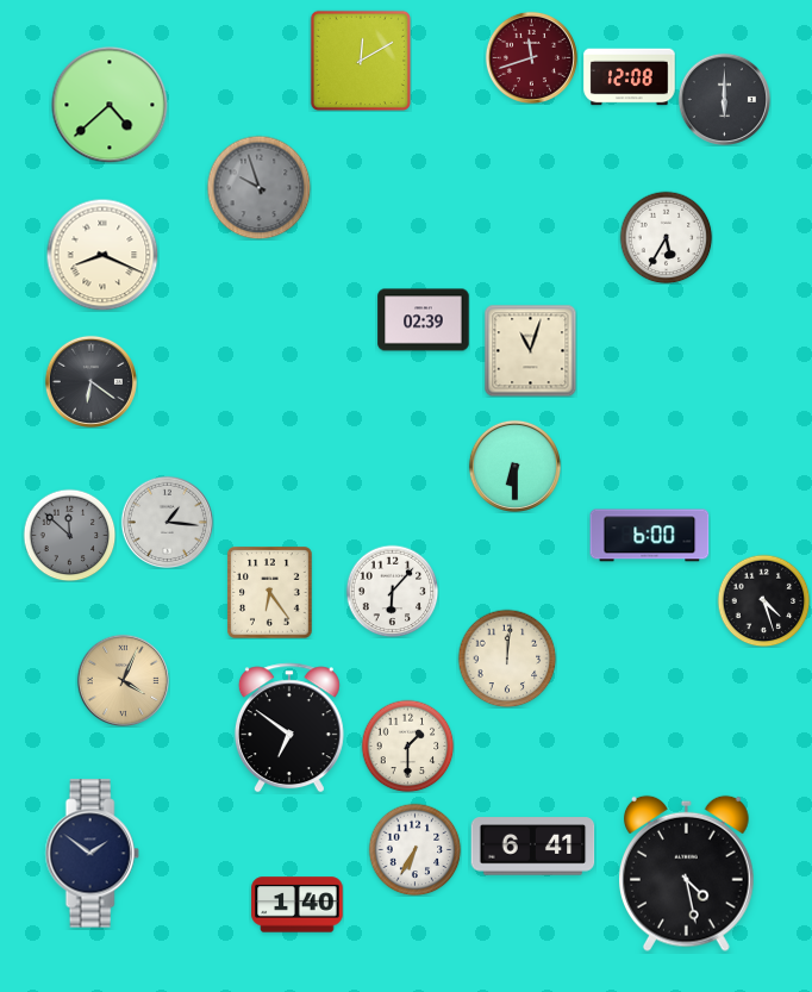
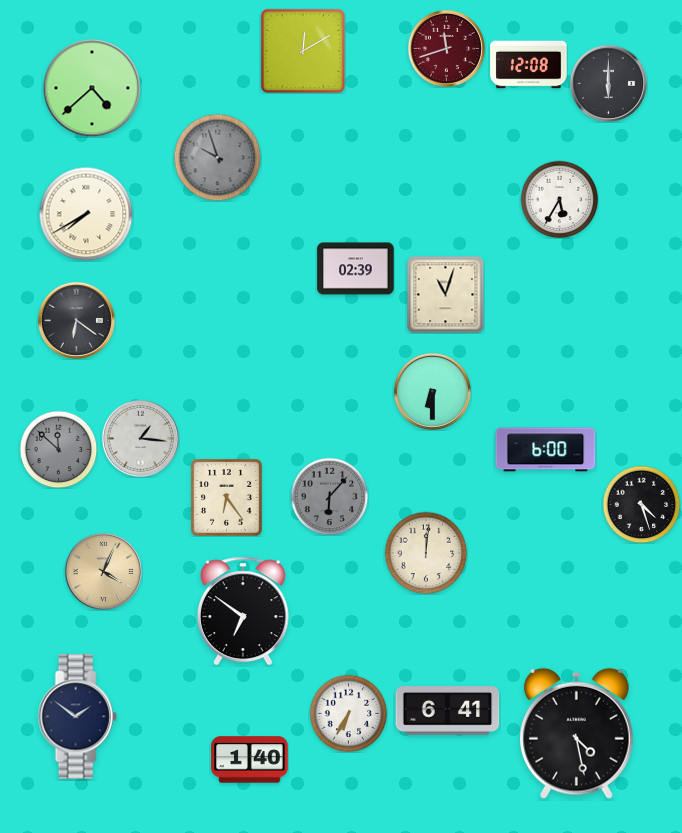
clock at (102, 255): 8:19 -> 7:40
clock at (392, 591) dial: white -> grey
clock at (407, 745): 1:30 -> none
